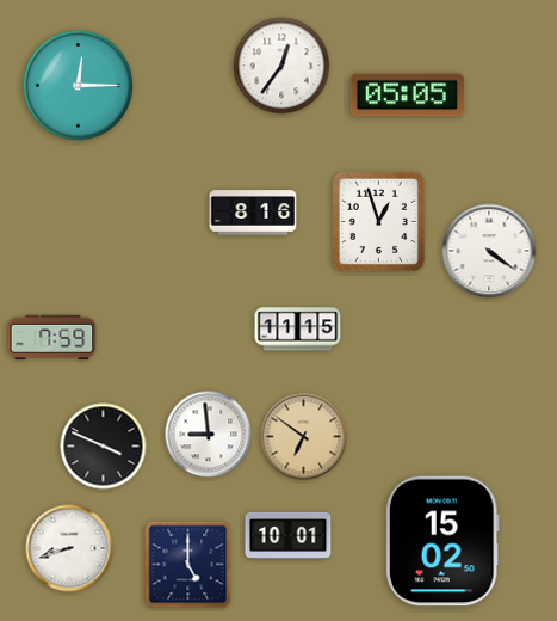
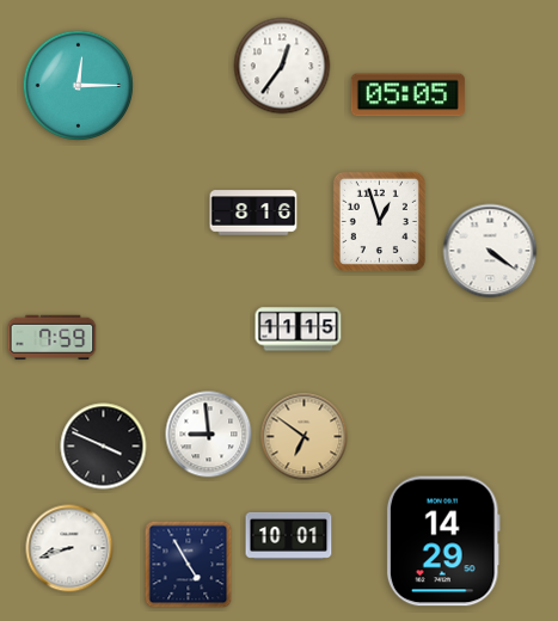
clock at (442, 541): 15:02 -> 14:29
clock at (188, 565): 5:00 -> 4:55
